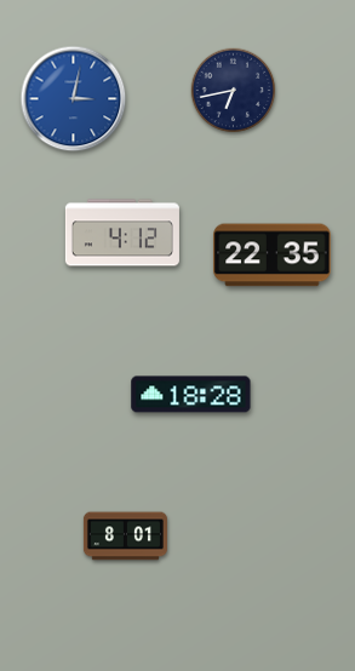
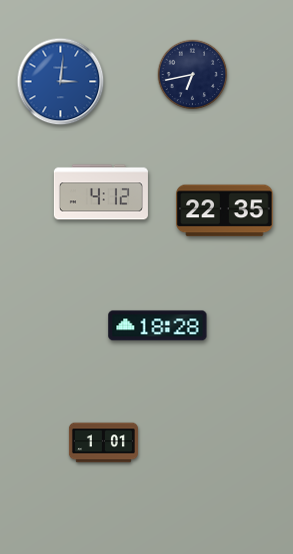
clock at (74, 99): 3:02 -> 3:01
clock at (125, 537): 8:01 -> 1:01
